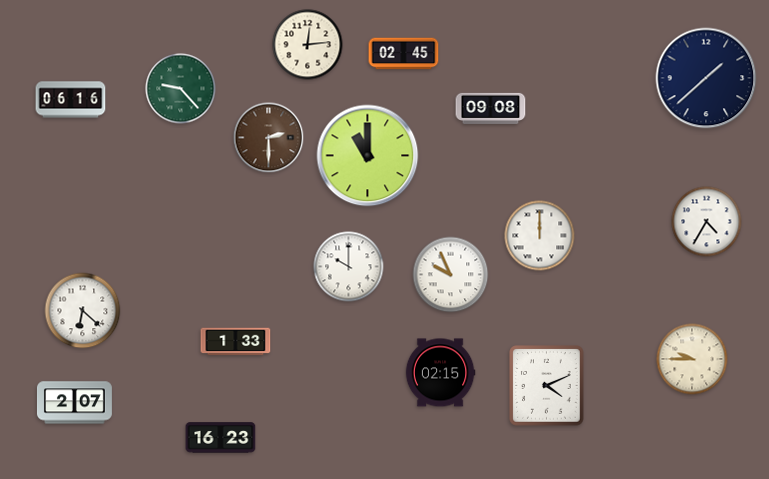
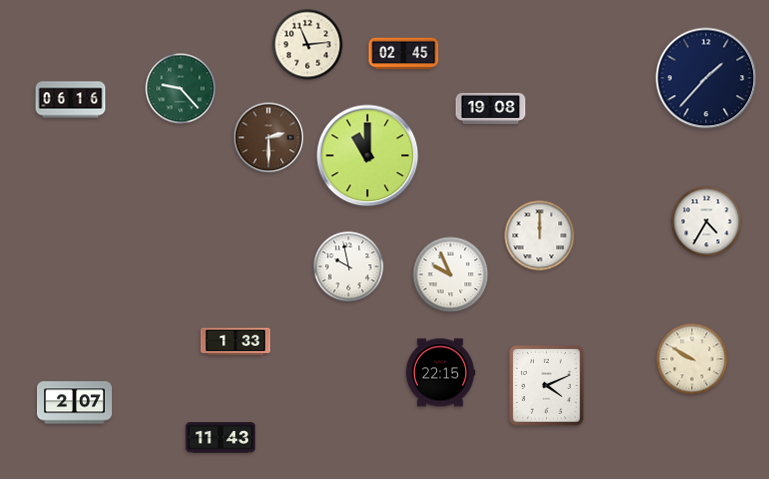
clock at (308, 45): 12:14 -> 11:14
clock at (706, 78): 1:38 -> 1:37
clock at (491, 108): 09:08 -> 19:08
clock at (349, 267): 10:00 -> 9:58
clock at (83, 311): 6:22 -> none
clock at (692, 359): 9:45 -> 9:50
clock at (440, 373): 02:15 -> 22:15
clock at (221, 438): 16:23 -> 11:43
